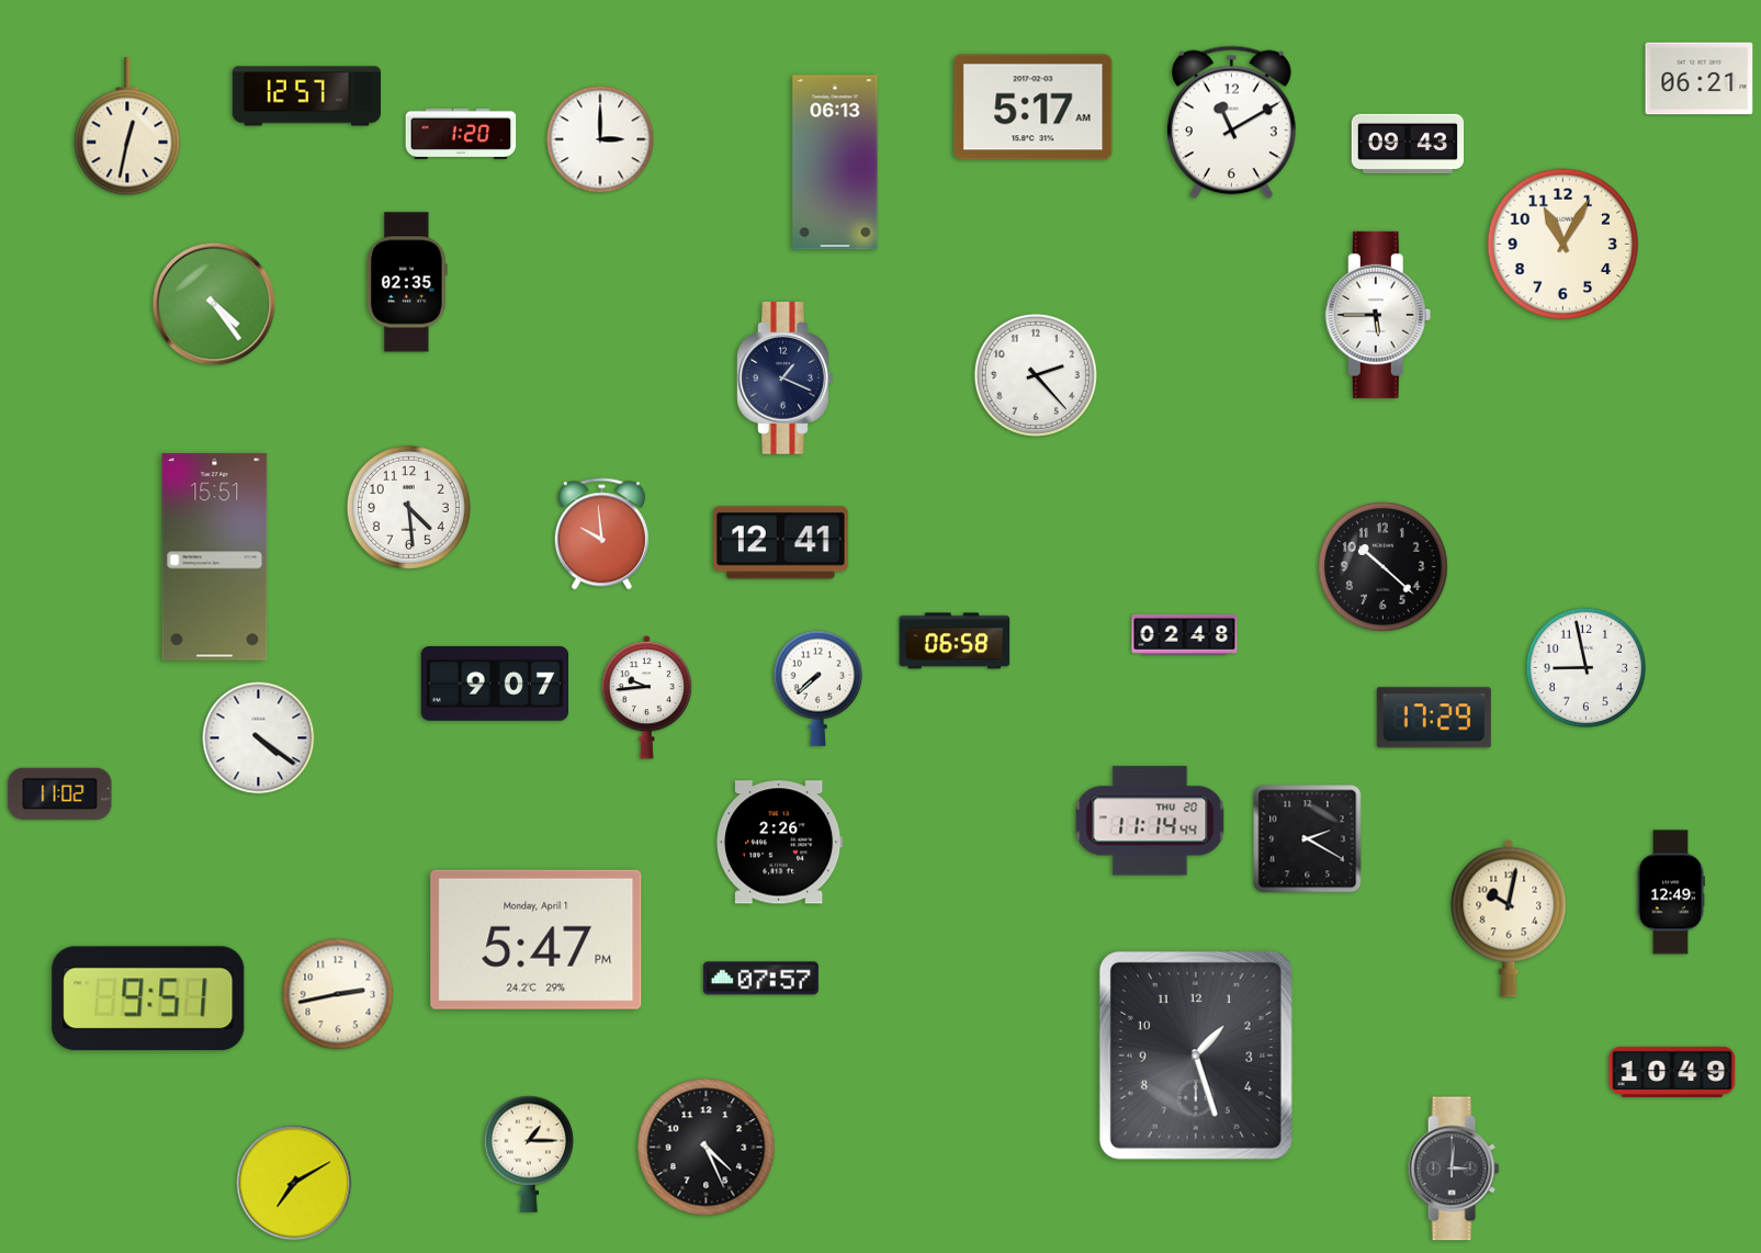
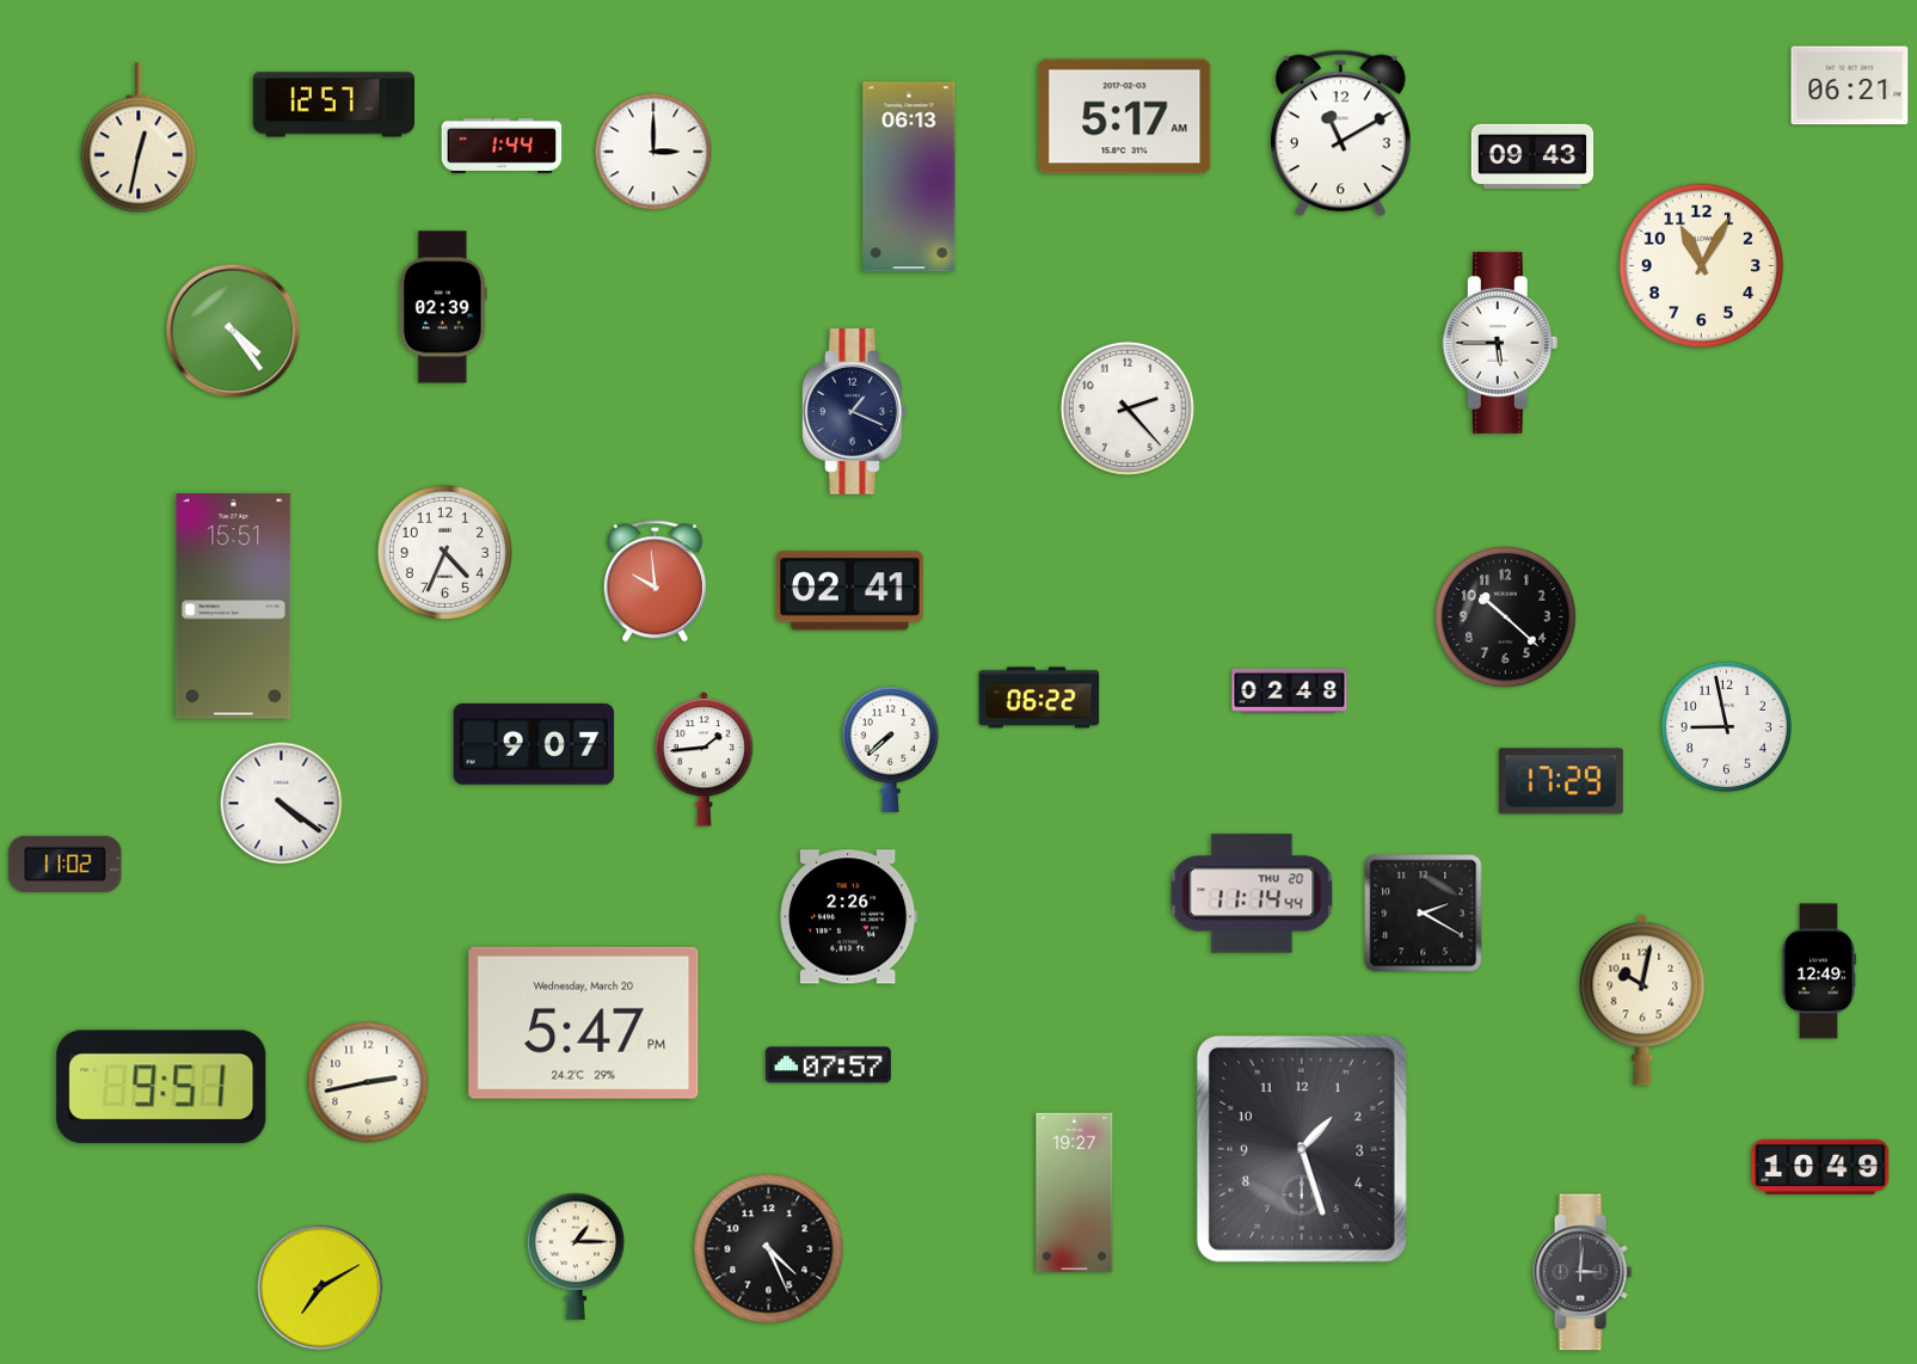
clock at (461, 134): 1:20 -> 1:44
clock at (407, 282): 02:35 -> 02:39
clock at (408, 507): 4:29 -> 4:34
clock at (781, 543): 12:41 -> 02:41
clock at (955, 641): 06:58 -> 06:22
clock at (494, 684) position: (494, 684) -> (533, 744)
clock at (647, 698): 9:44 -> 1:44
clock at (537, 939) date: Monday, April 1 -> Wednesday, March 20
clock at (1075, 1193): none -> 19:27
